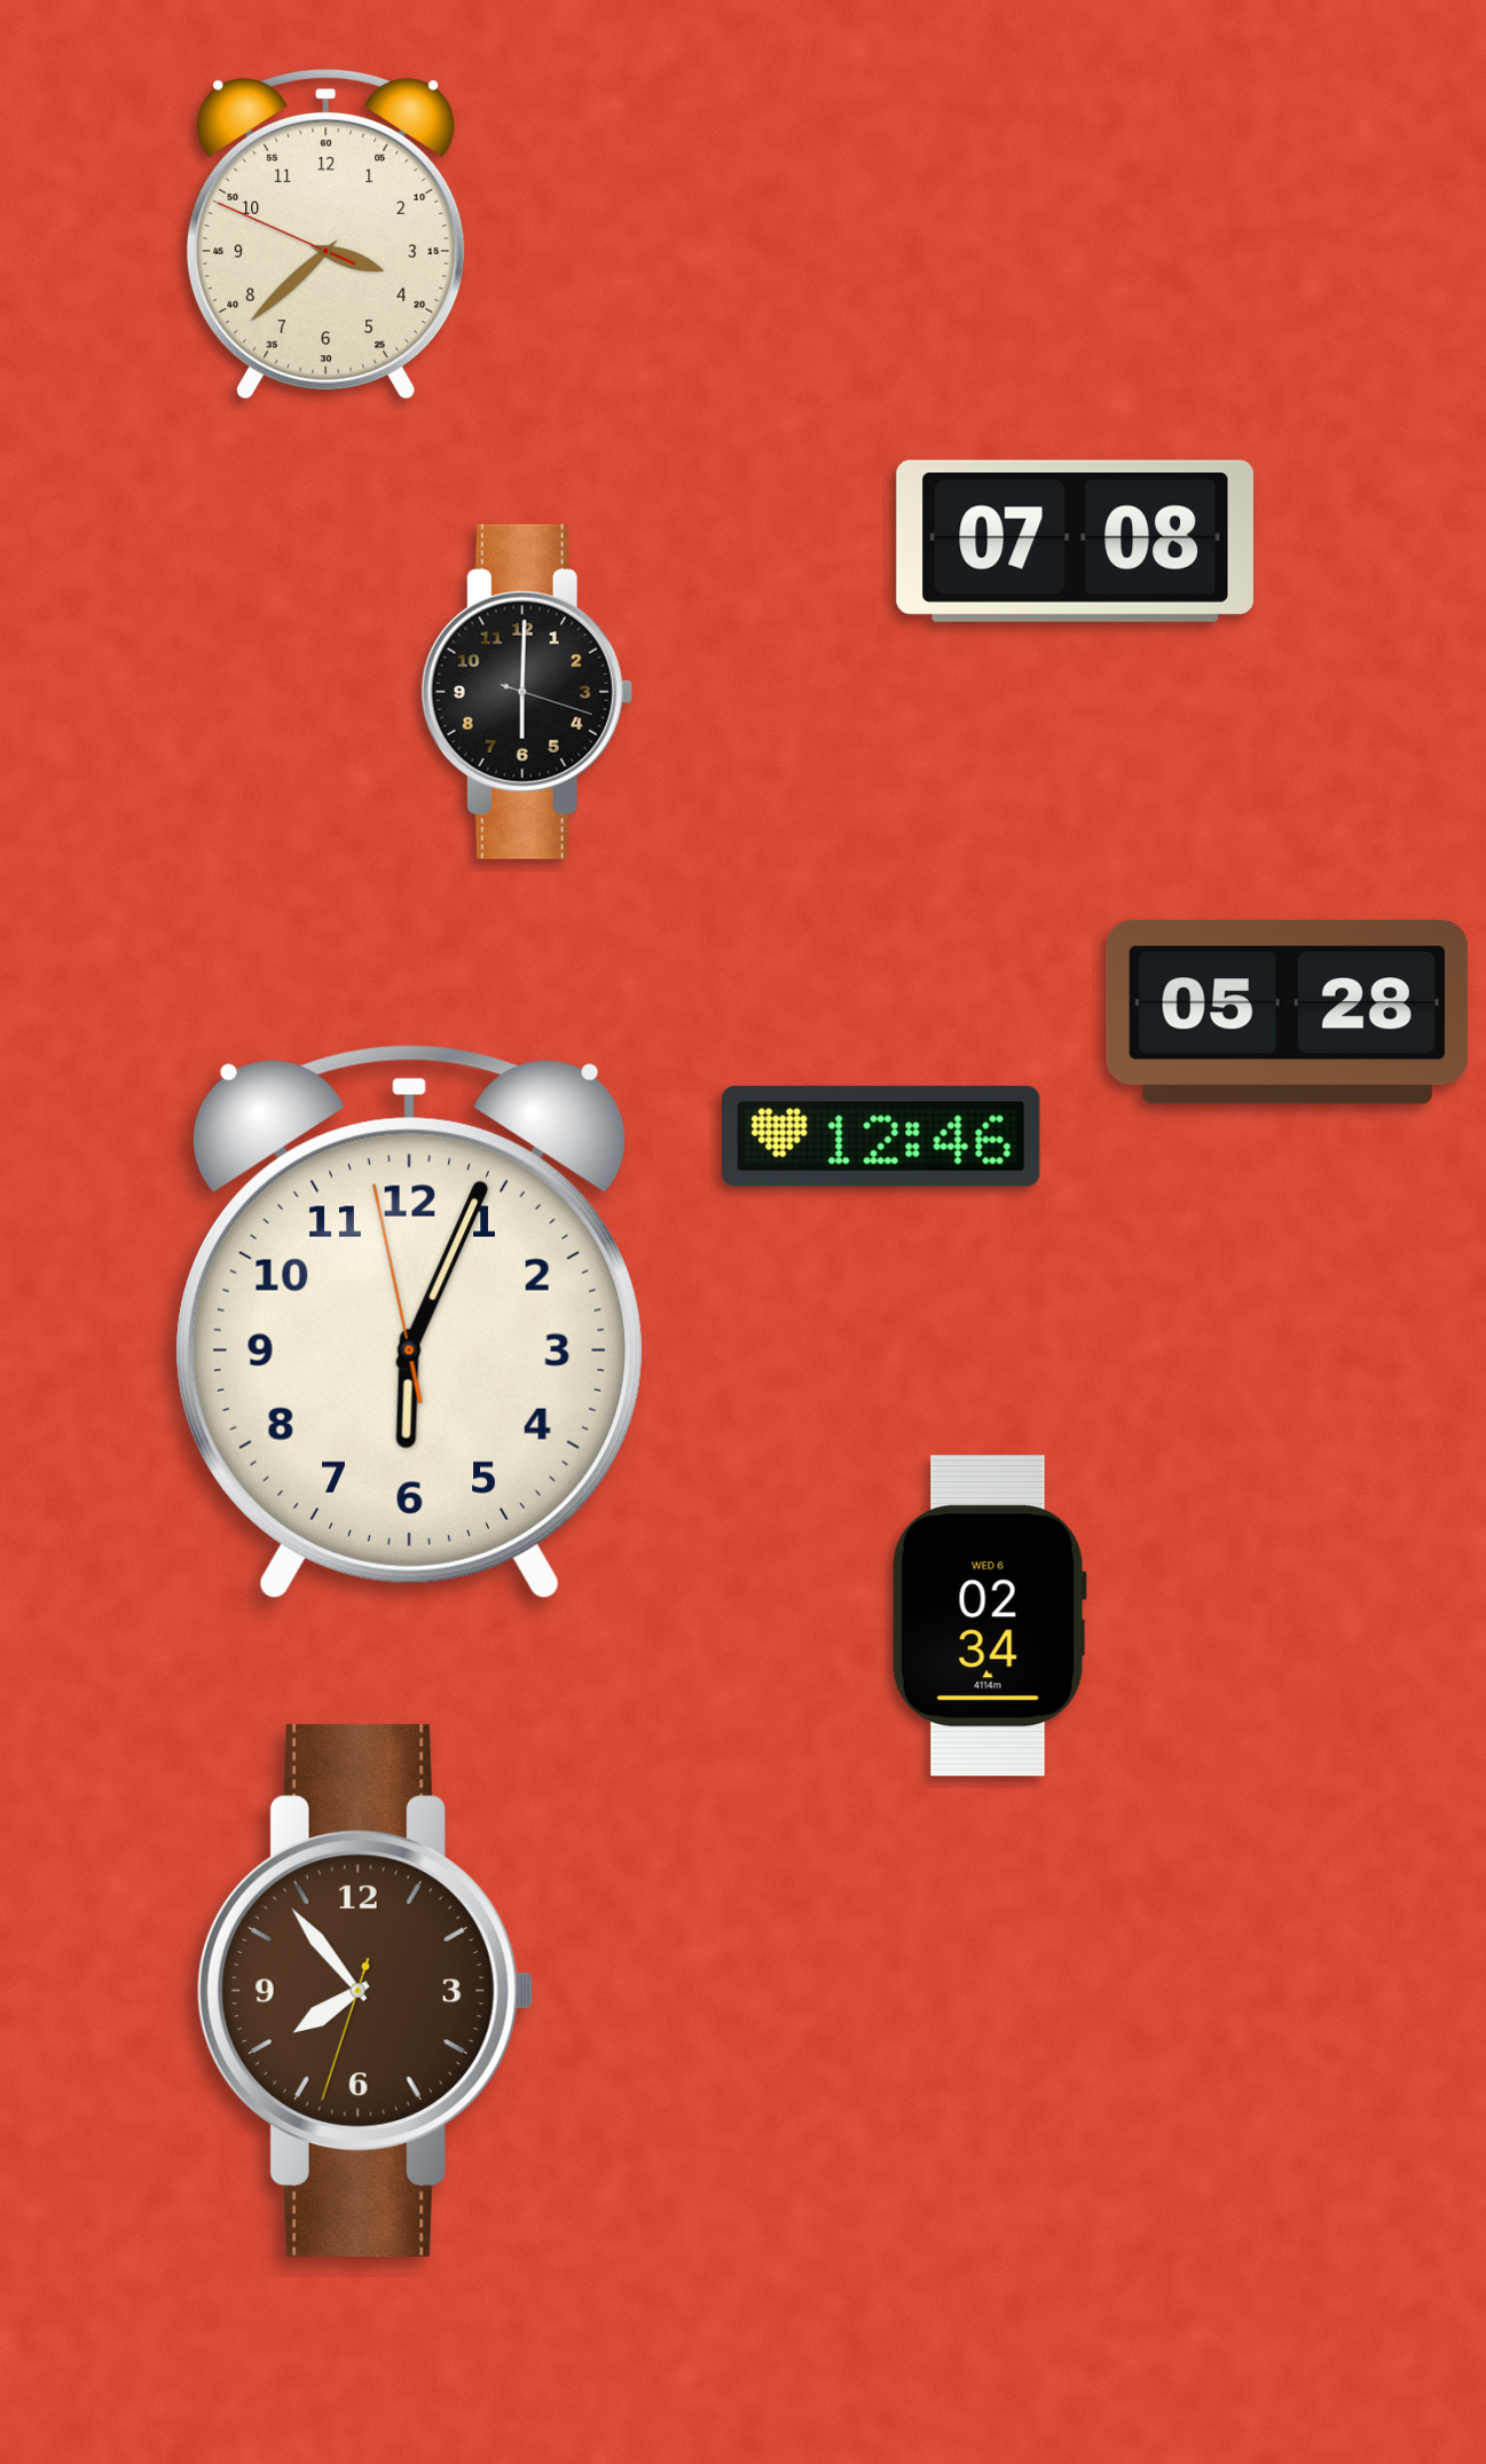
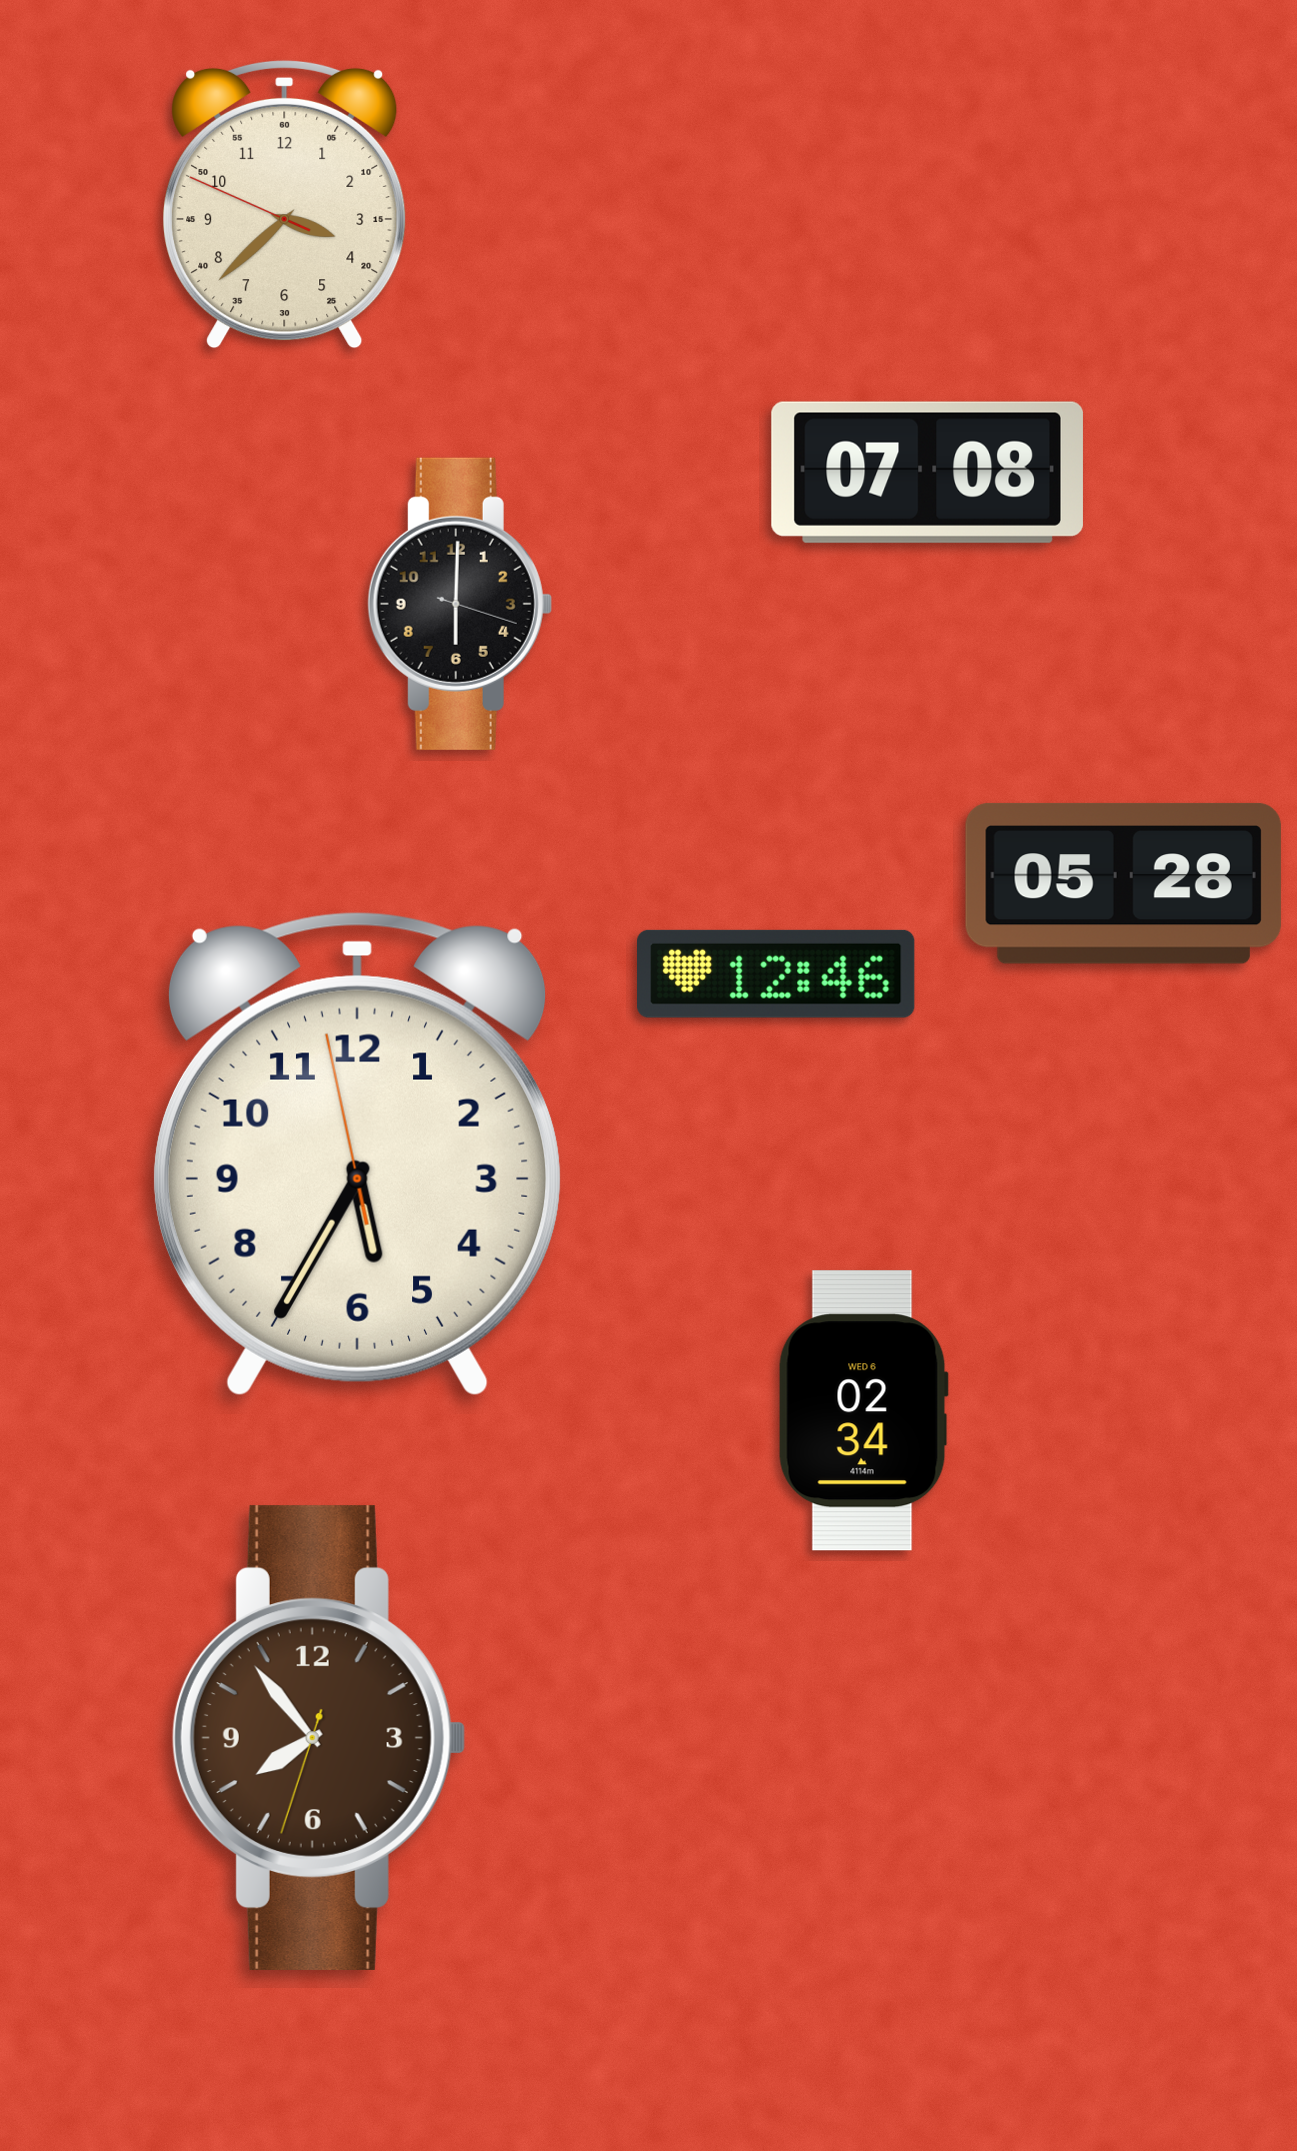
clock at (1075, 541) position: (1075, 541) -> (927, 472)
clock at (882, 1136) position: (882, 1136) -> (777, 974)
clock at (409, 1322): 6:03 -> 5:34
